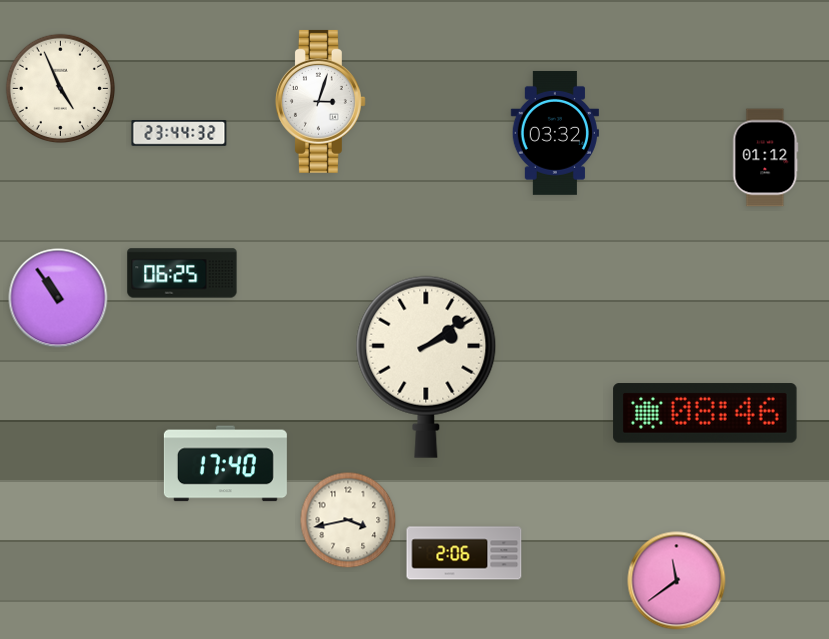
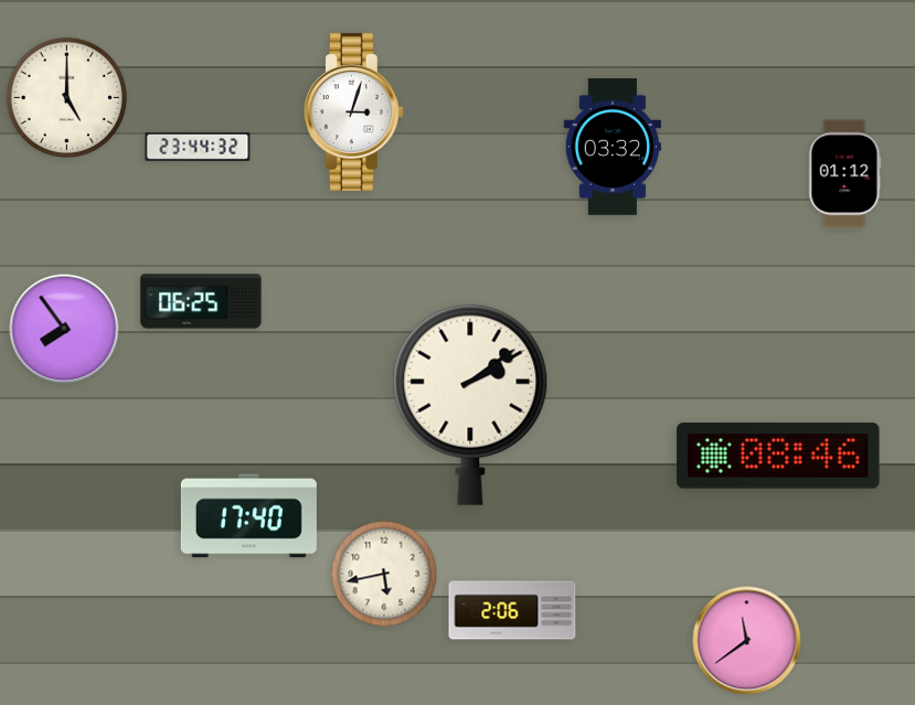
clock at (60, 88): 4:56 -> 5:00
clock at (58, 298): 10:54 -> 7:54
clock at (225, 464) position: (225, 464) -> (248, 516)
clock at (348, 520): 3:43 -> 5:43
